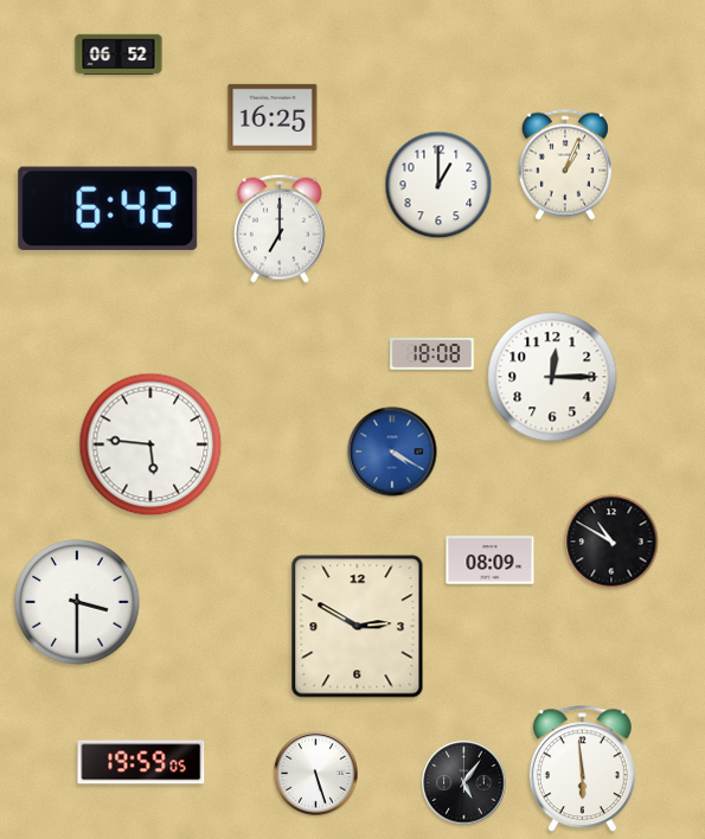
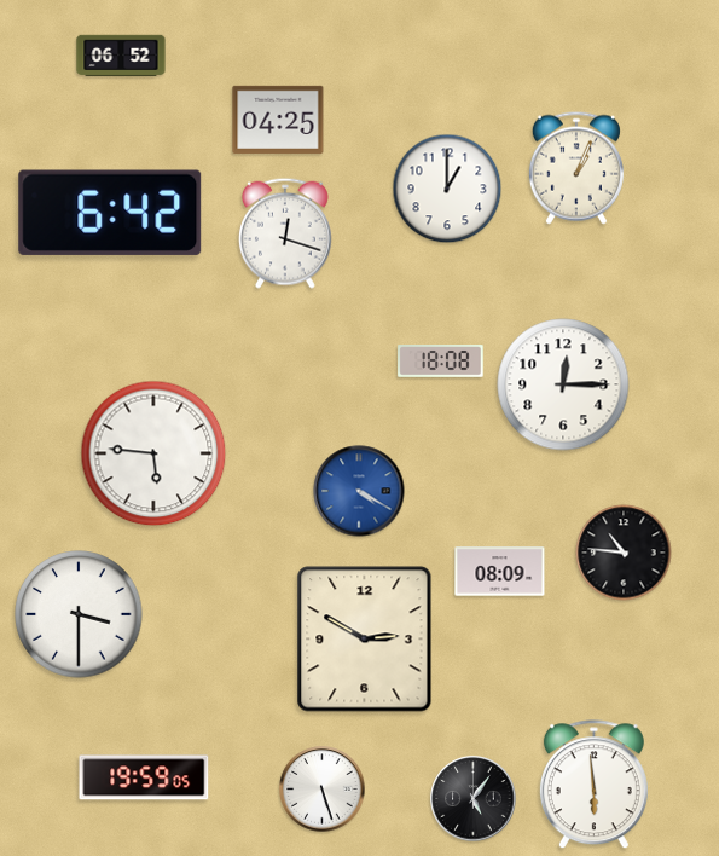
clock at (273, 117): 16:25 -> 04:25
clock at (280, 229): 7:00 -> 12:18
clock at (392, 451) position: (392, 451) -> (359, 491)
clock at (611, 542): 10:50 -> 10:46
